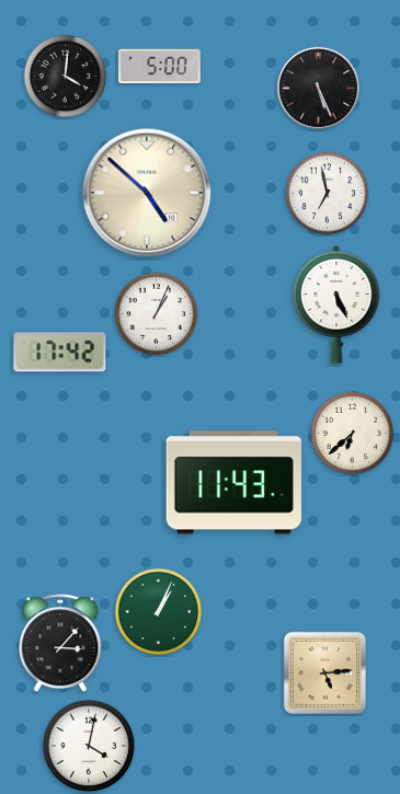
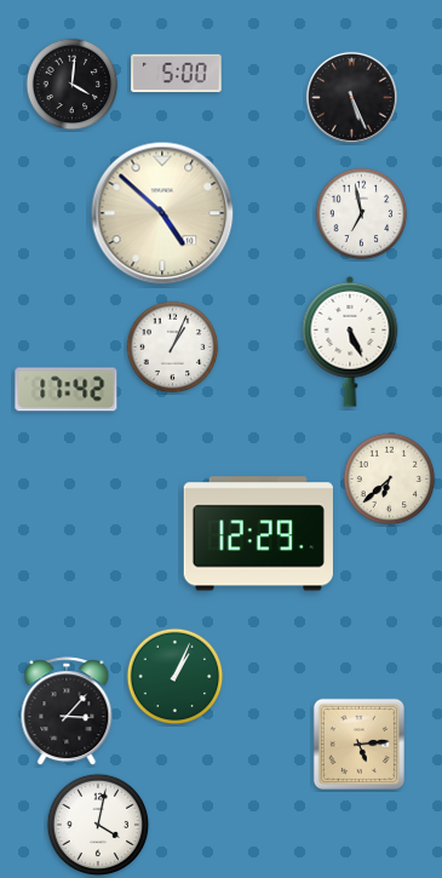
clock at (336, 304) position: (336, 304) -> (350, 342)
clock at (233, 483): 11:43 -> 12:29
